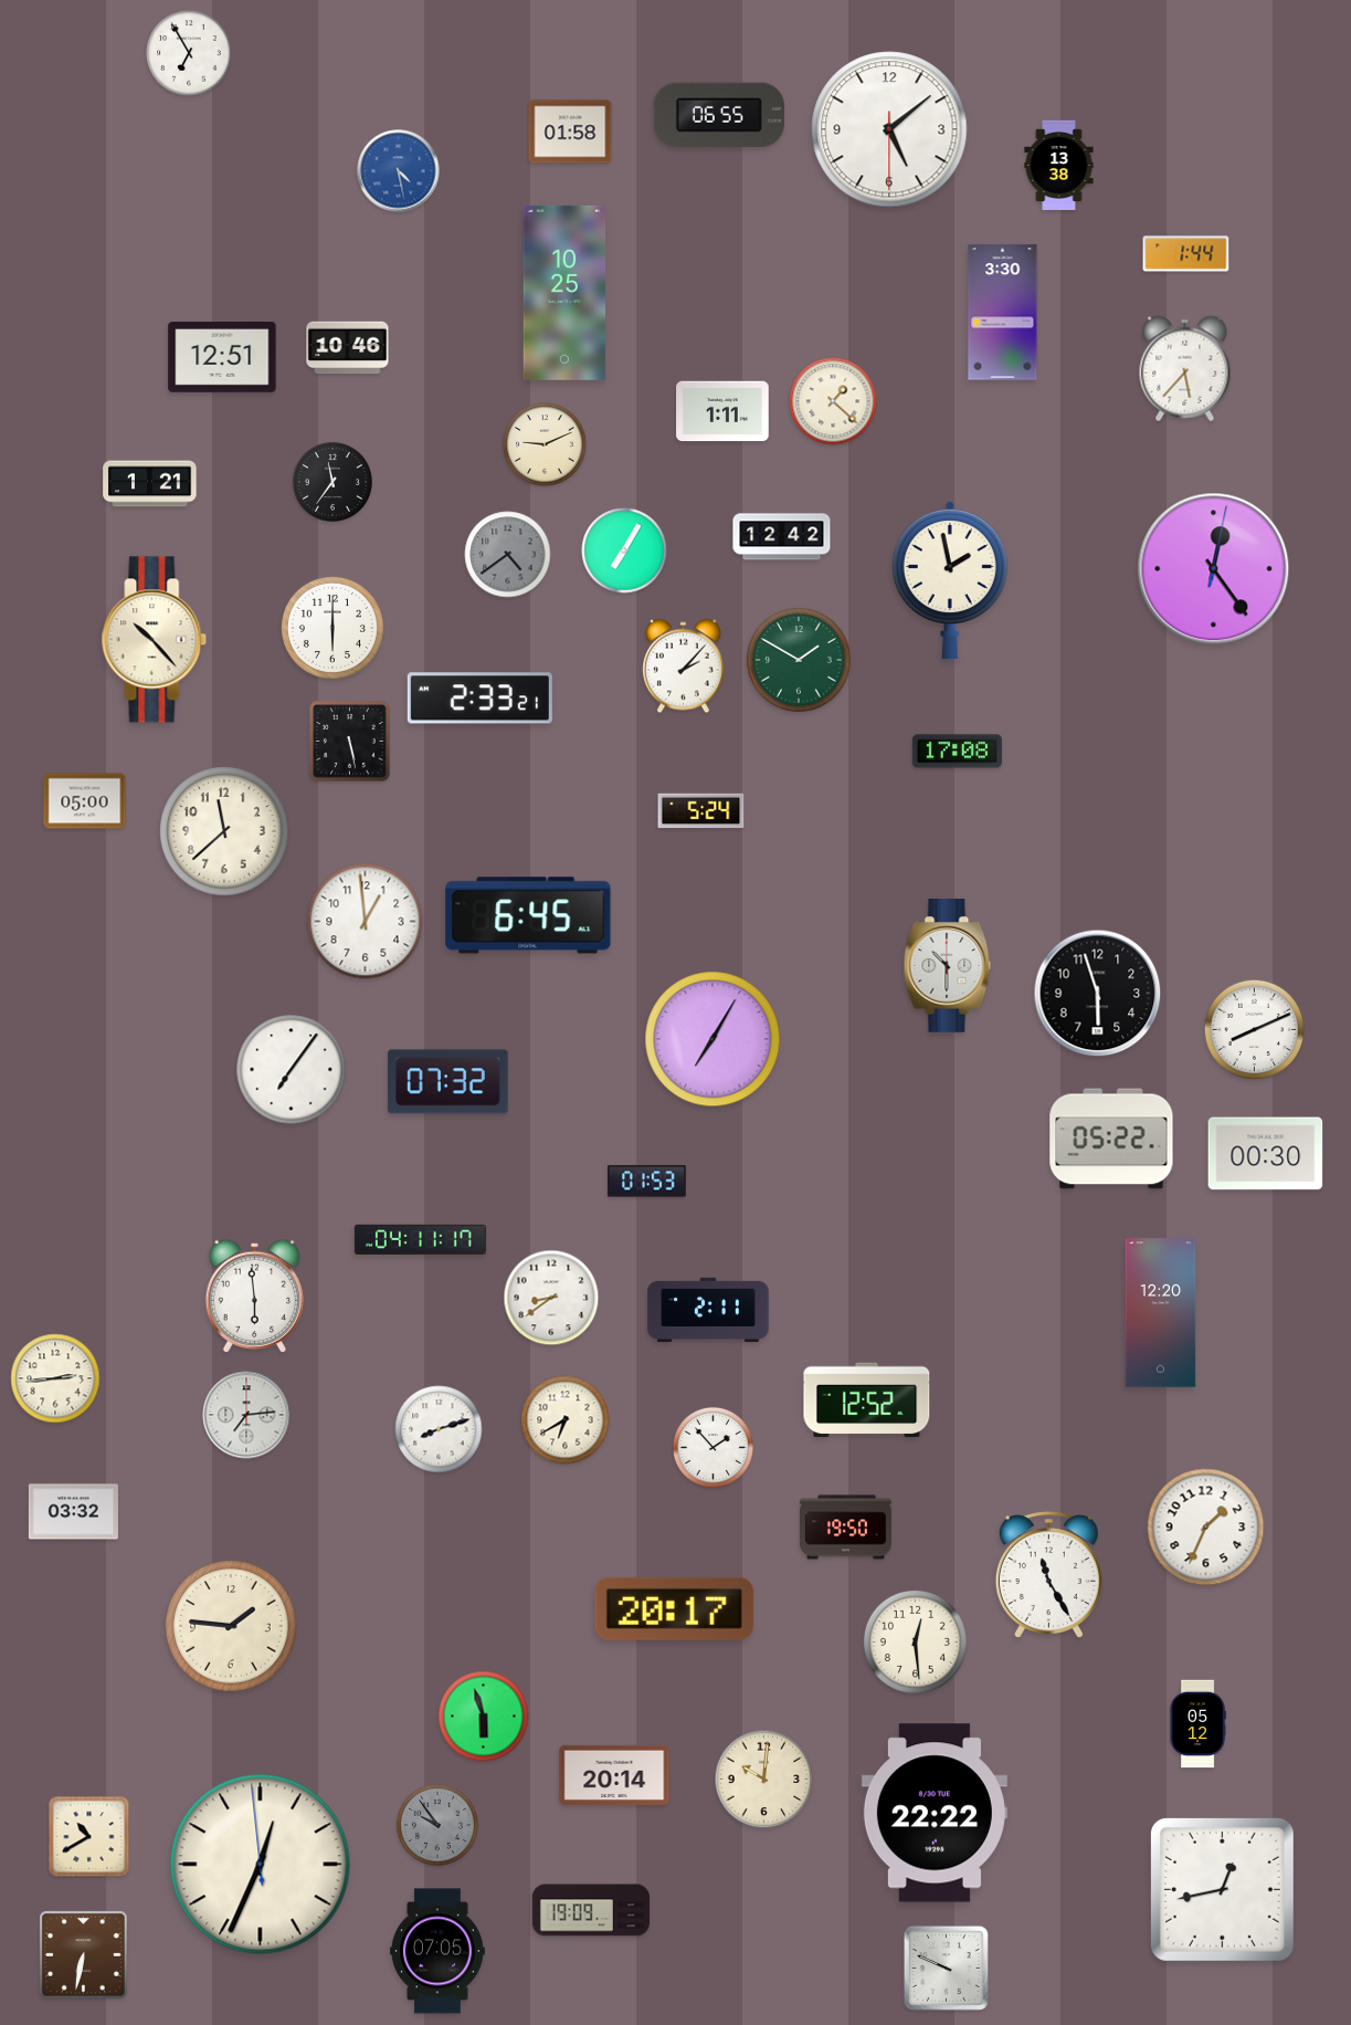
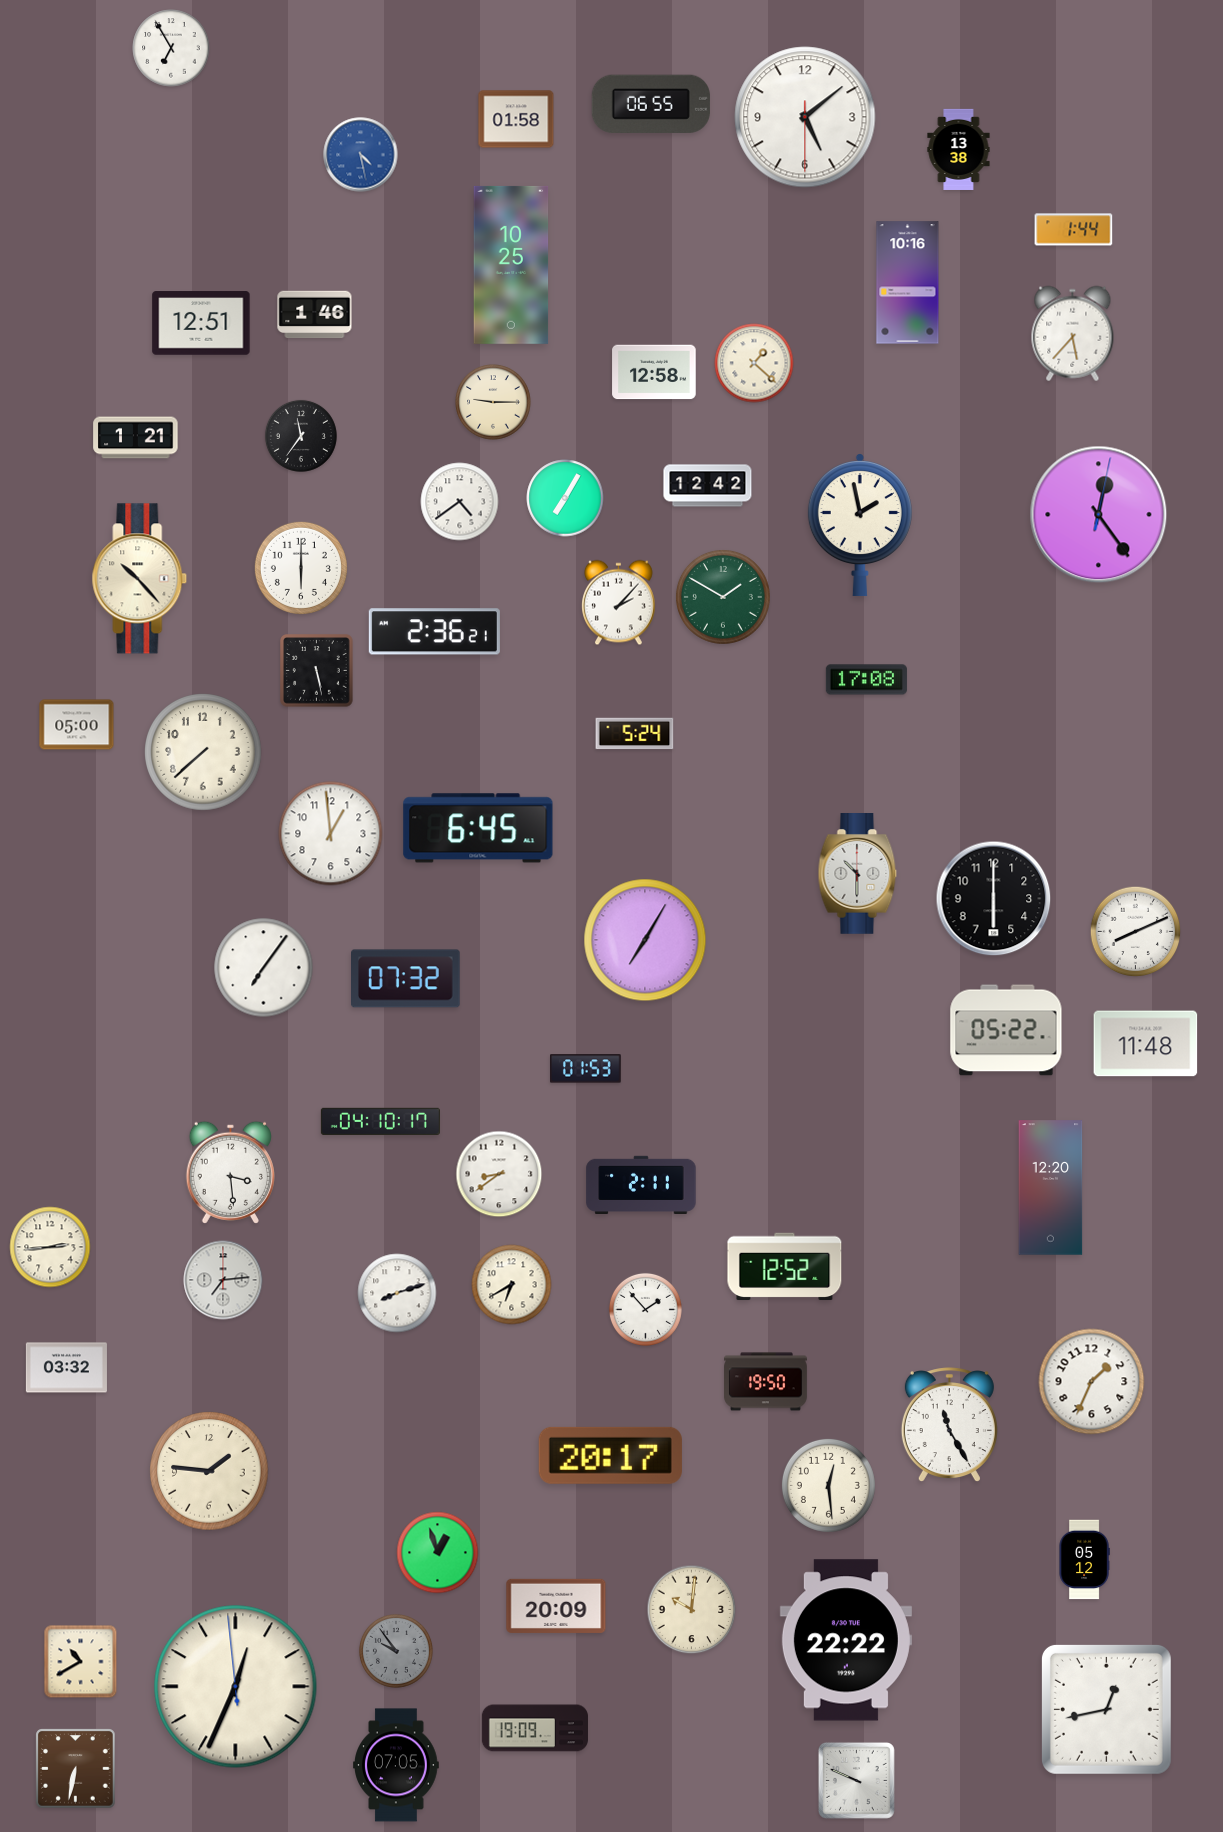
clock at (1003, 313): 3:30 -> 10:16
clock at (348, 348): 10:46 -> 1:46
clock at (722, 411): 1:11 -> 12:58
clock at (545, 444): 9:11 -> 9:15
clock at (508, 555) dial: grey -> white
clock at (479, 699): 2:33 -> 2:36
clock at (224, 831): 11:38 -> 7:38
clock at (1098, 994): 5:57 -> 6:00
clock at (1266, 1154): 00:30 -> 11:48
clock at (420, 1239): 04:11 -> 04:10
clock at (254, 1295): 5:59 -> 3:29
clock at (484, 1717): 5:57 -> 12:57
clock at (614, 1775): 20:14 -> 20:09
